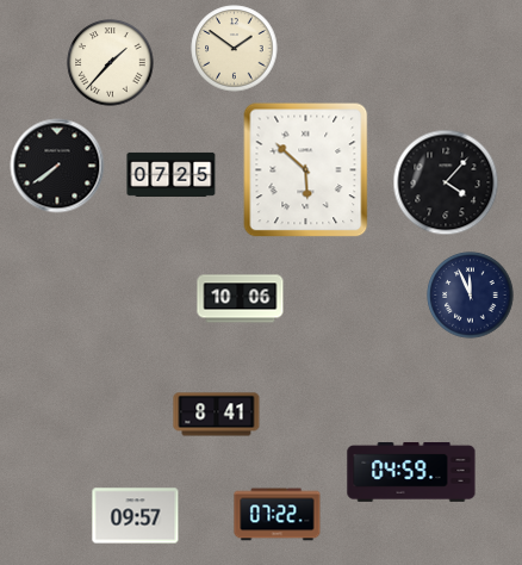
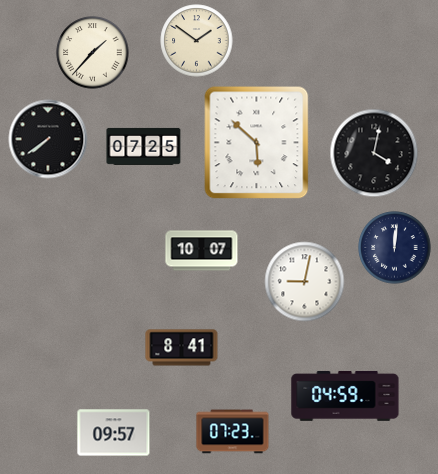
clock at (446, 182): 4:07 -> 4:02
clock at (471, 296): 11:56 -> 12:01
clock at (241, 299): 10:06 -> 10:07
clock at (305, 282): none -> 9:02
clock at (278, 515): 07:22 -> 07:23
